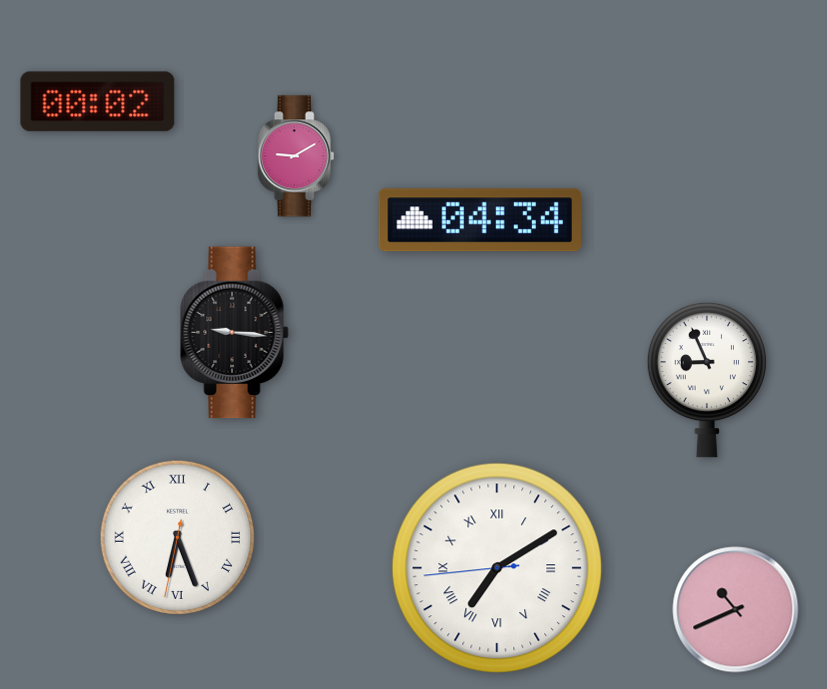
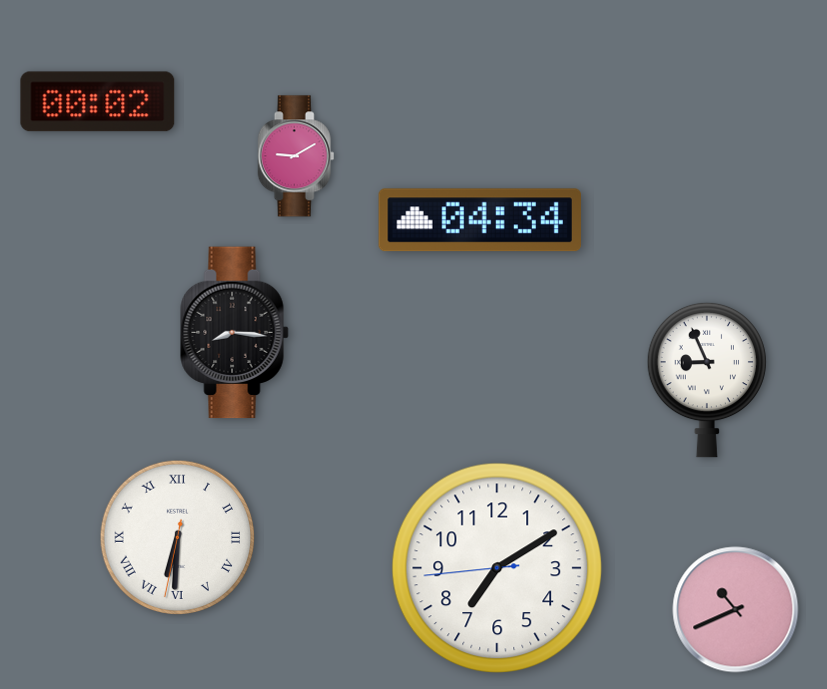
clock at (235, 333): 9:16 -> 8:16
clock at (178, 538): 6:26 -> 6:30
clock at (497, 568) numerals: Roman -> Arabic
